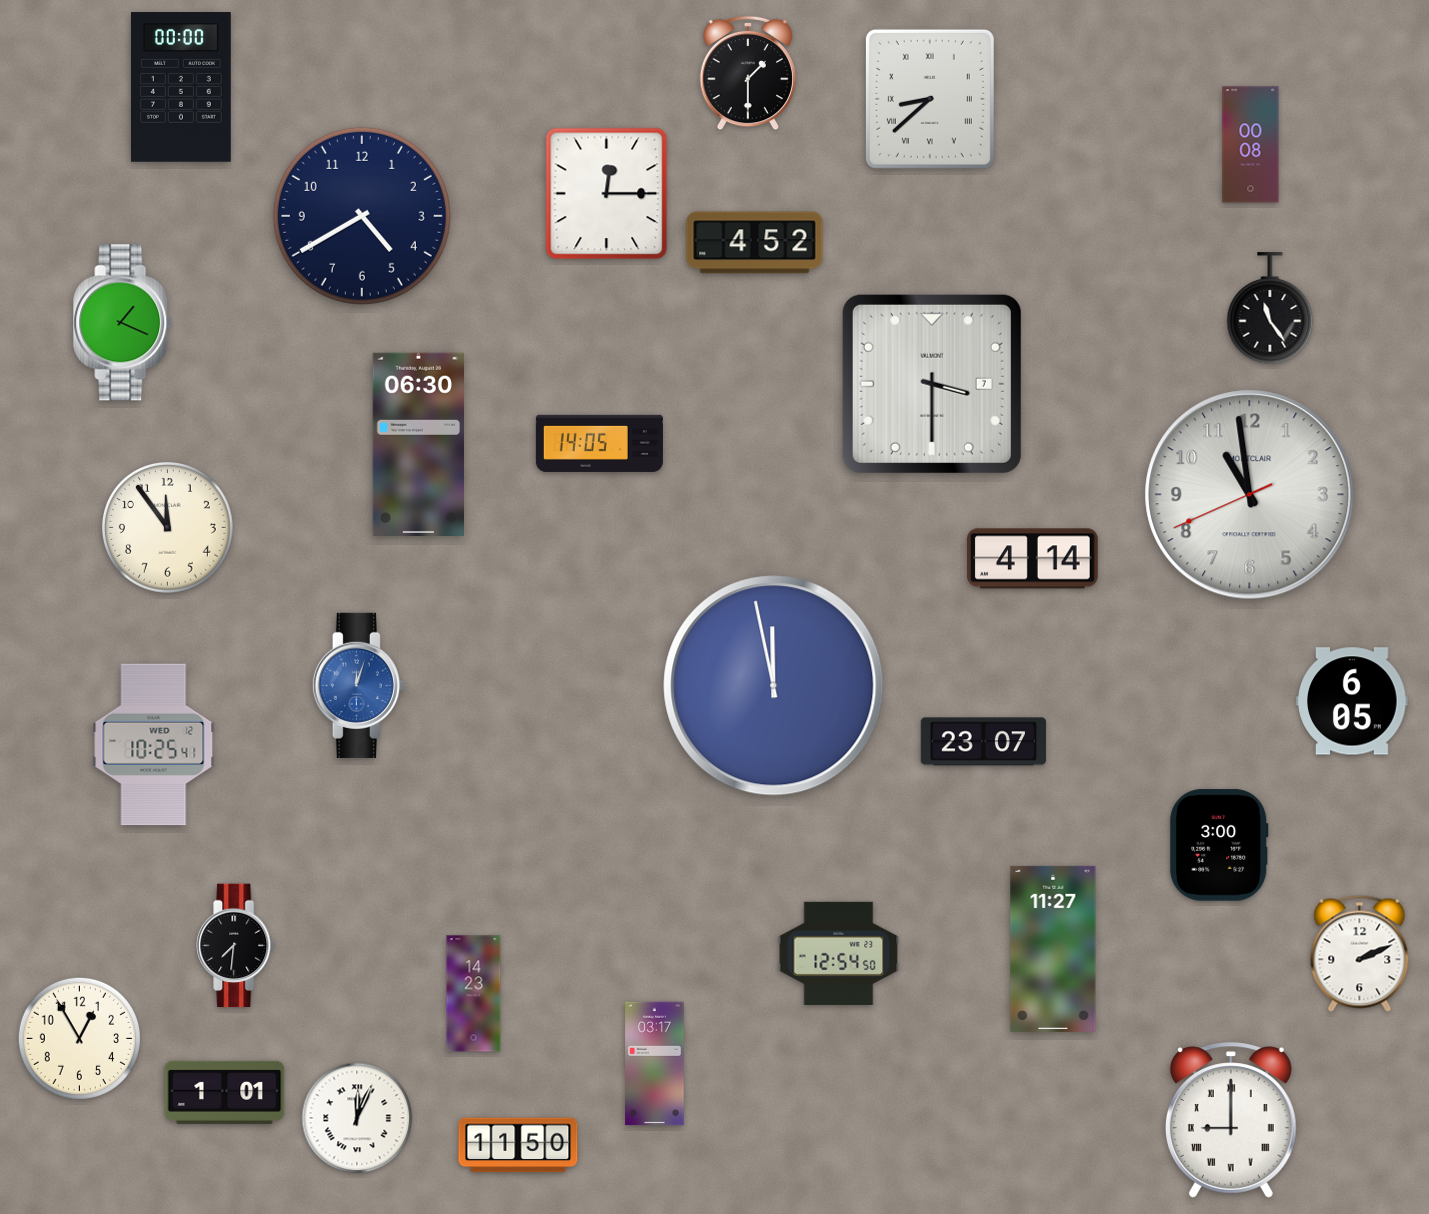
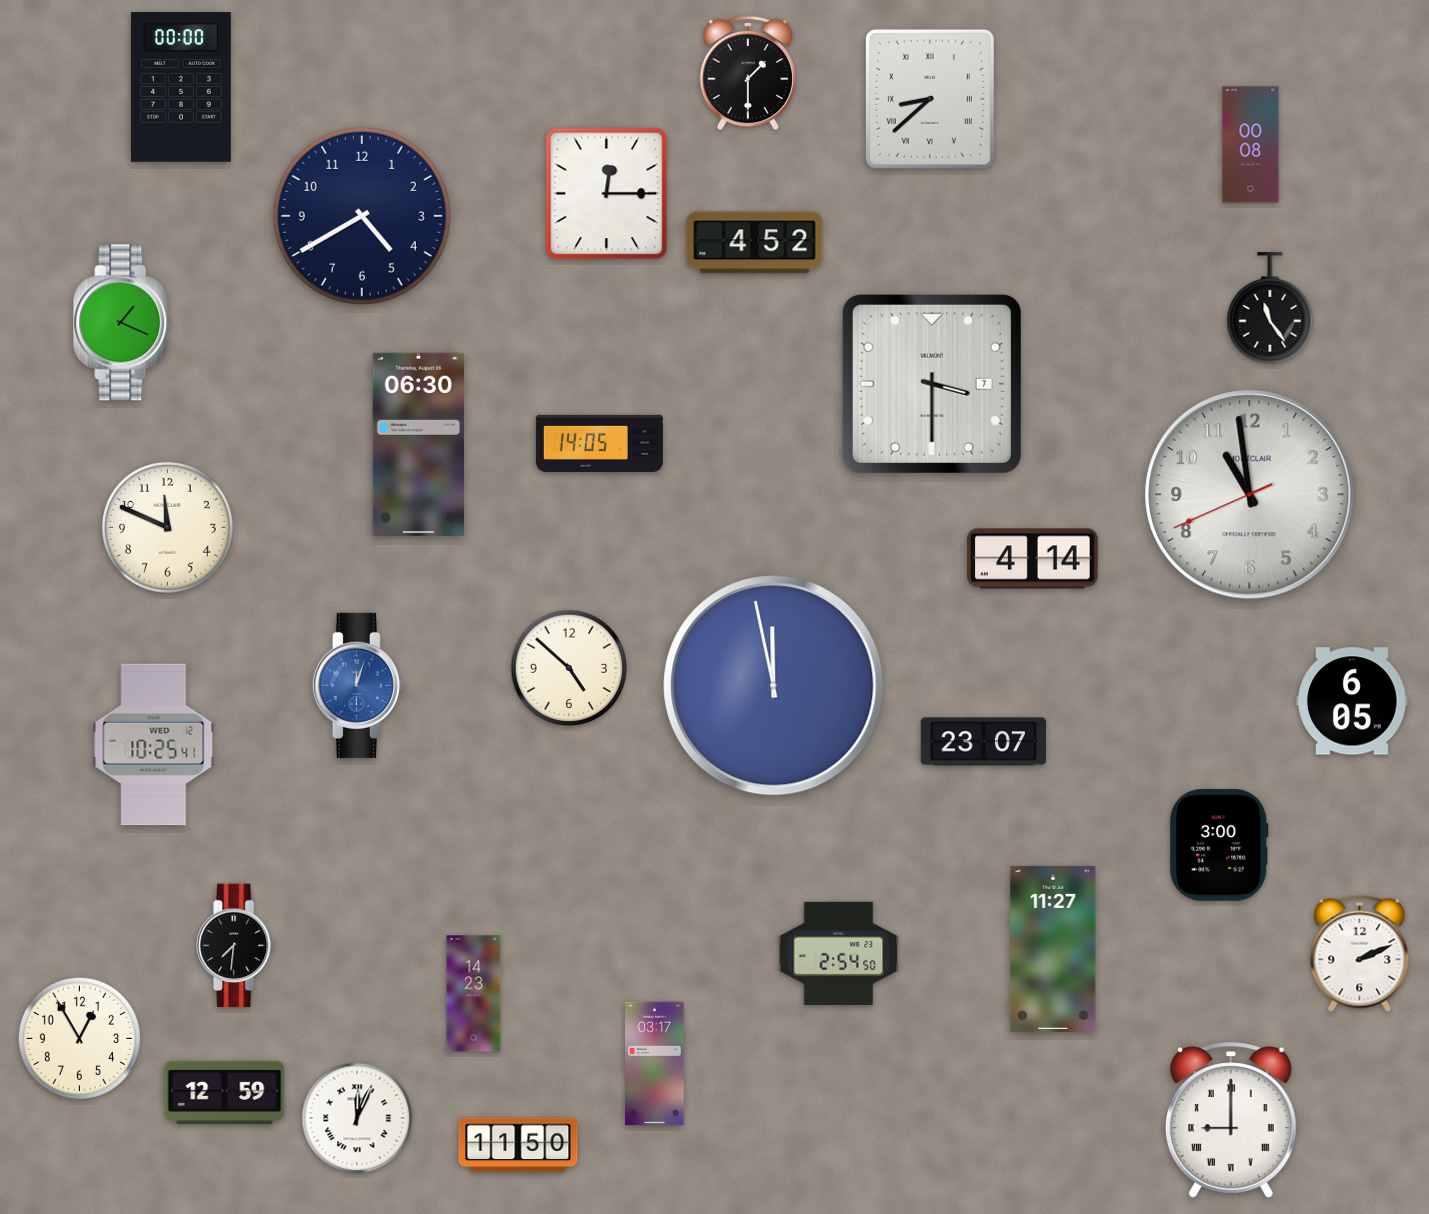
clock at (167, 527): 11:54 -> 11:49
clock at (569, 668): none -> 4:52
clock at (839, 953): 12:54 -> 2:54
clock at (225, 1092): 1:01 -> 12:59
